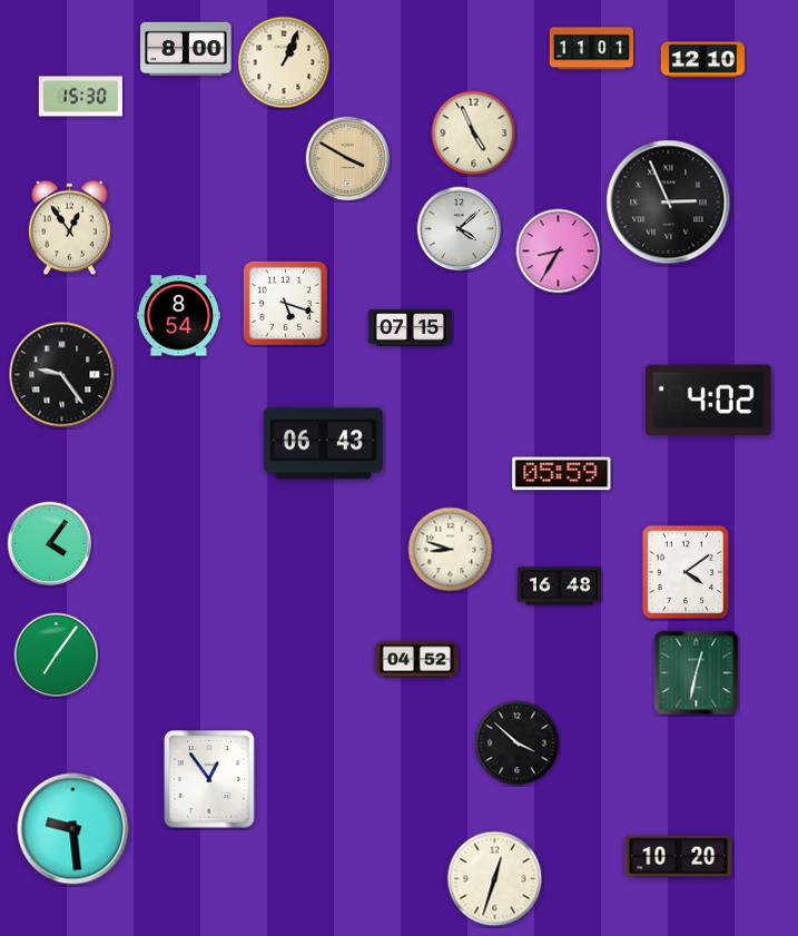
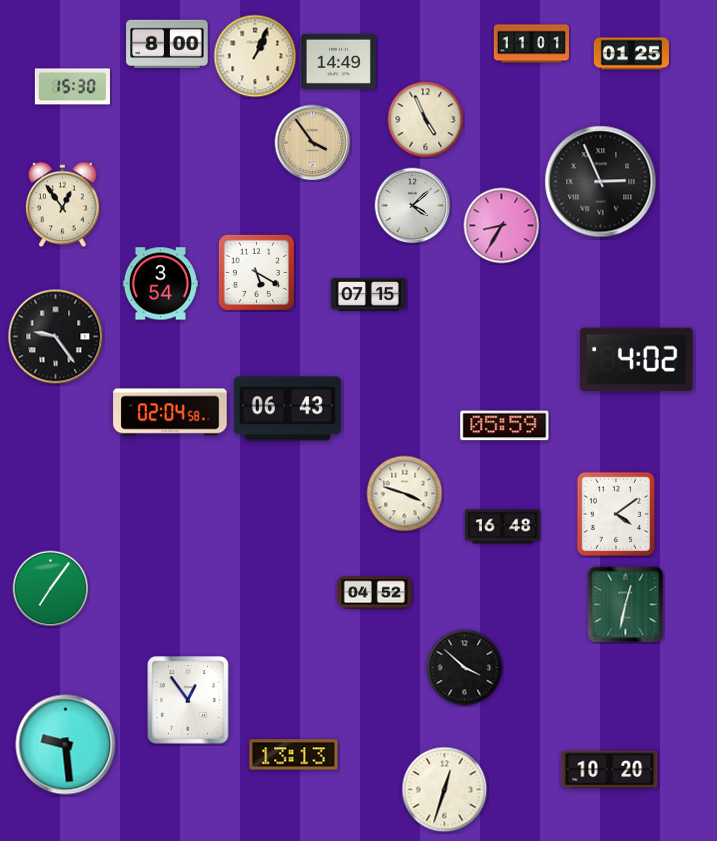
clock at (702, 60): 12:10 -> 01:25
clock at (338, 61): none -> 14:49
clock at (348, 159): 3:50 -> 3:54
clock at (285, 303): 5:18 -> 5:20
clock at (178, 316): 8:54 -> 3:54
clock at (323, 444) position: (323, 444) -> (287, 409)
clock at (170, 412): none -> 02:04
clock at (50, 544): 4:06 -> none
clock at (451, 550): 8:48 -> 3:48
clock at (294, 755): none -> 13:13
